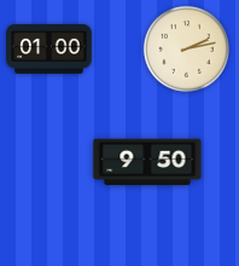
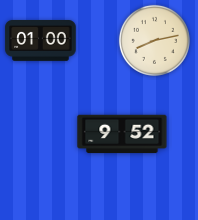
clock at (186, 48): 2:13 -> 8:13
clock at (147, 162): 9:50 -> 9:52
